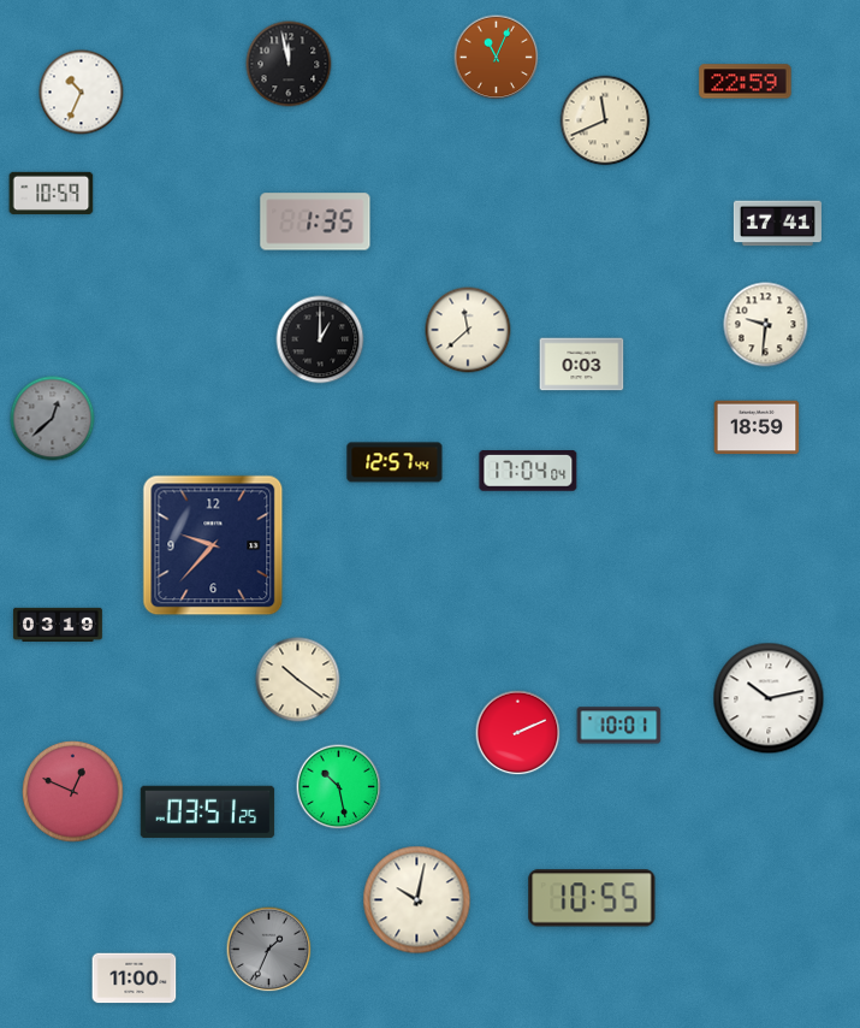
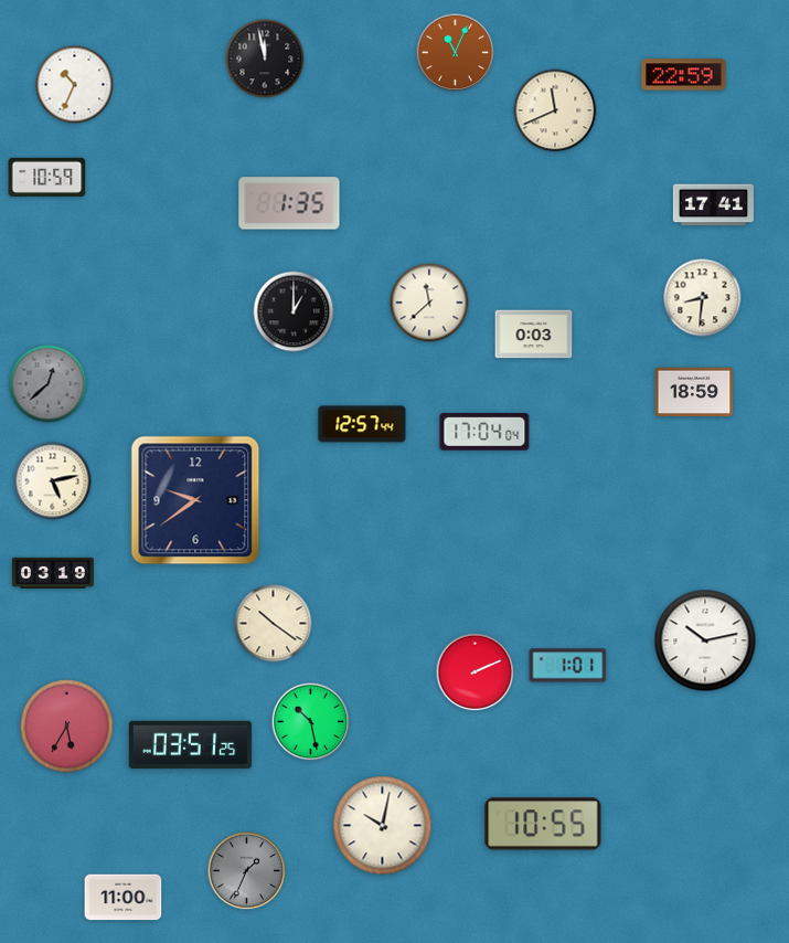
clock at (766, 325): 9:31 -> 8:31
clock at (53, 481): none -> 5:13
clock at (213, 545): 9:37 -> 9:39
clock at (619, 726): 10:01 -> 1:01
clock at (73, 792): 12:49 -> 5:35
